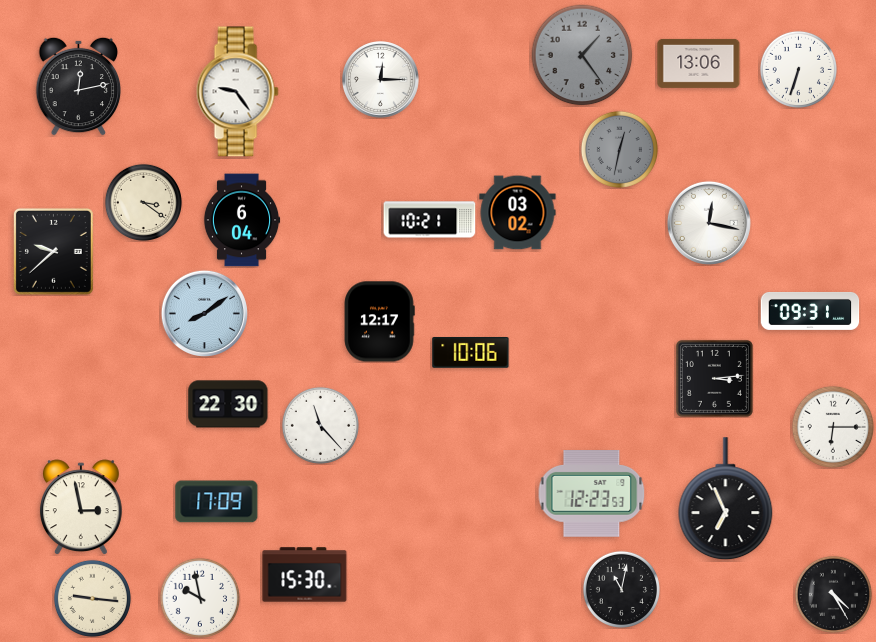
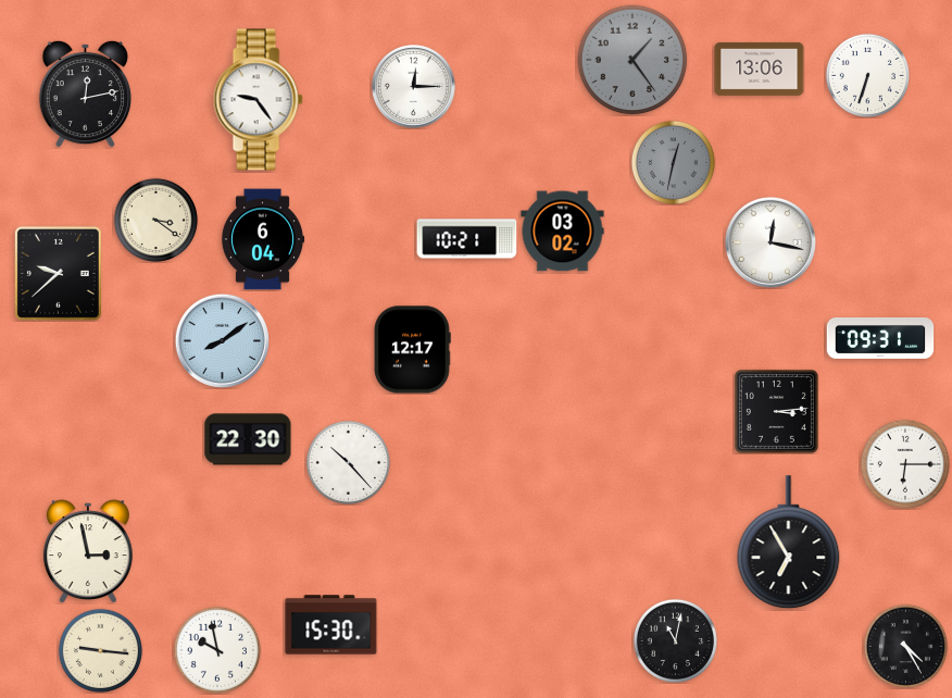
clock at (471, 353): 10:06 -> none
clock at (320, 425): 11:23 -> 10:23
clock at (592, 494): 12:23 -> none
clock at (726, 499): 6:56 -> 6:55
clock at (217, 502): 17:09 -> none
